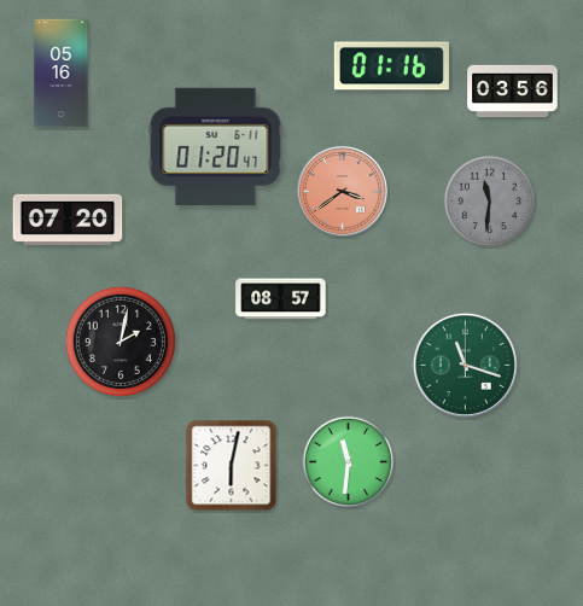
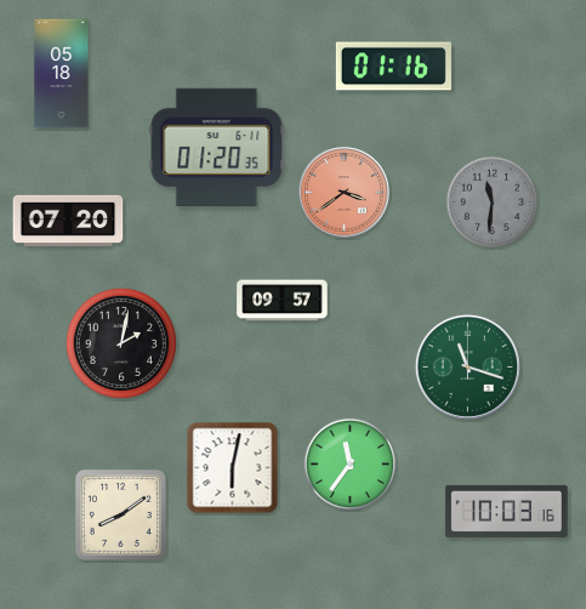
clock at (62, 74): 05:16 -> 05:18
clock at (513, 91): 03:56 -> none
clock at (216, 146): 01:20:47 -> 01:20:35
clock at (281, 299): 08:57 -> 09:57
clock at (349, 462): 11:31 -> 11:36
clock at (507, 511): none -> 10:03
clock at (120, 514): none -> 8:09
